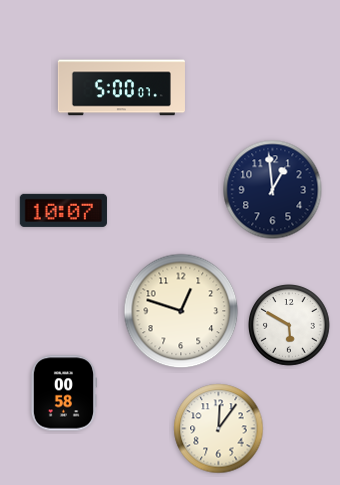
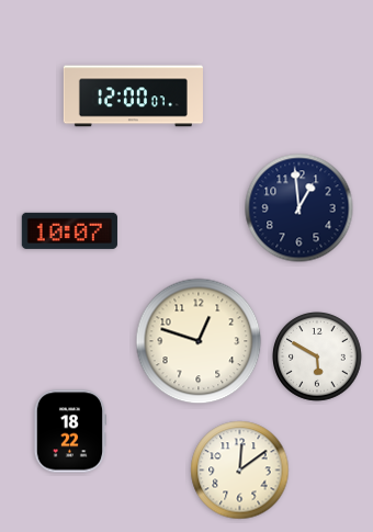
clock at (121, 88): 5:00 -> 12:00
clock at (63, 393): 00:58 -> 18:22
clock at (219, 429): 12:06 -> 12:09
